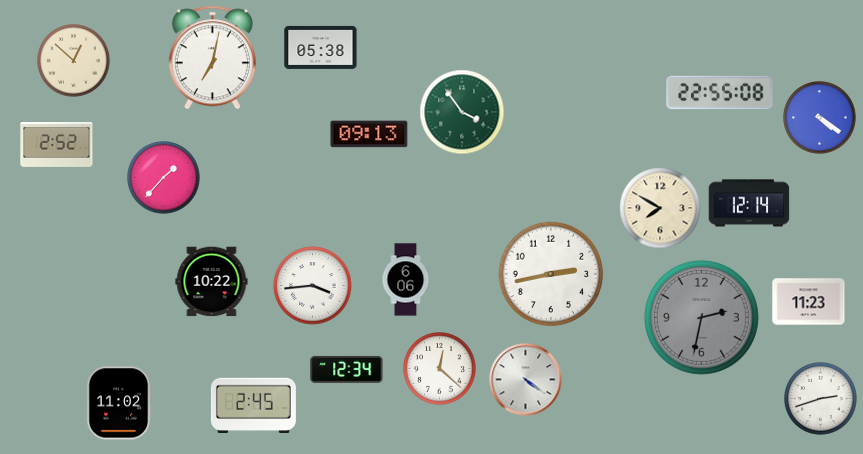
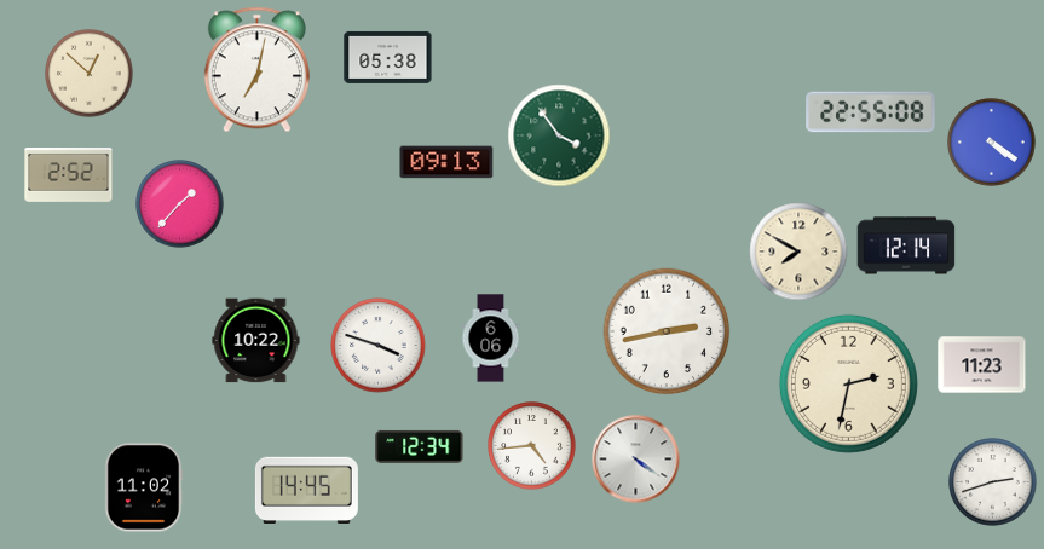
clock at (164, 178) position: (164, 178) -> (180, 204)
clock at (313, 286): 3:44 -> 3:48
clock at (809, 302) position: (809, 302) -> (982, 365)
clock at (701, 317) dial: grey -> cream
clock at (440, 369): 12:22 -> 4:44
clock at (253, 406): 2:45 -> 14:45
